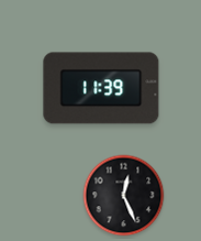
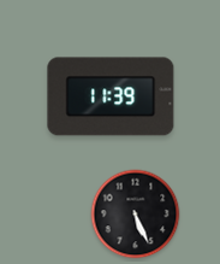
clock at (124, 196): 12:26 -> 5:26
